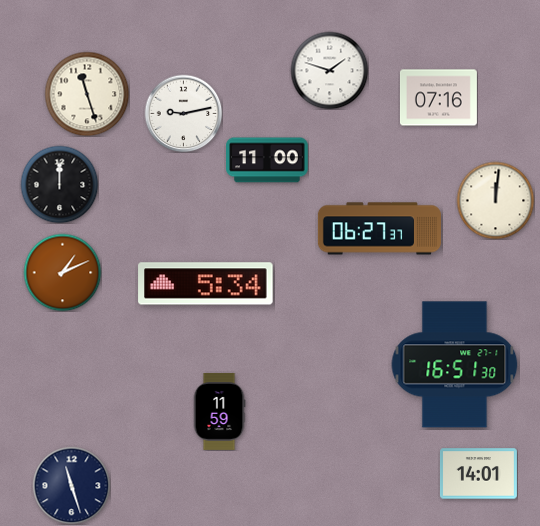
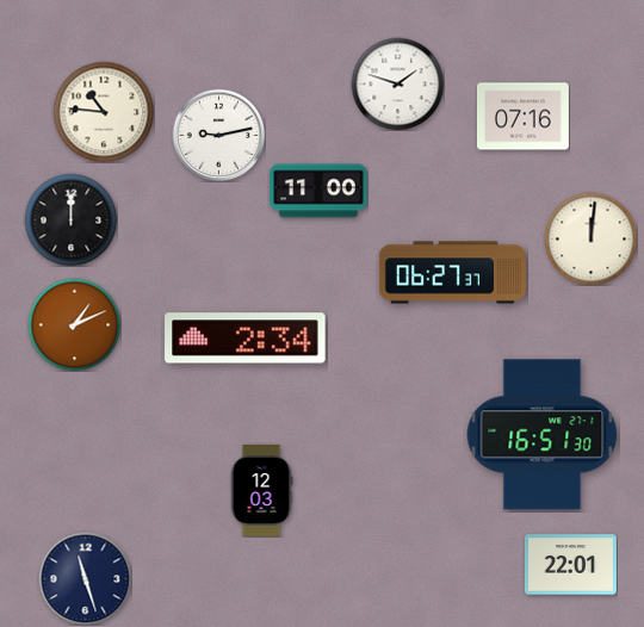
clock at (329, 70) position: (329, 70) -> (397, 83)
clock at (87, 94): 11:27 -> 10:46
clock at (206, 284): 5:34 -> 2:34
clock at (219, 411): 11:59 -> 12:03
clock at (478, 474): 14:01 -> 22:01
